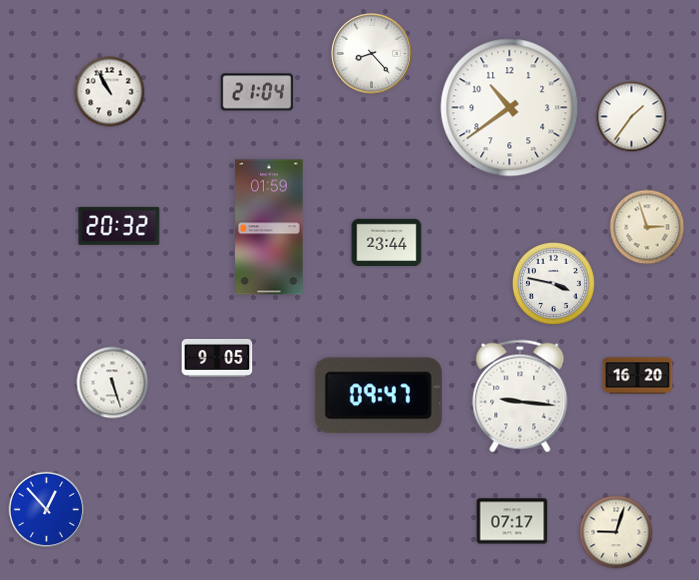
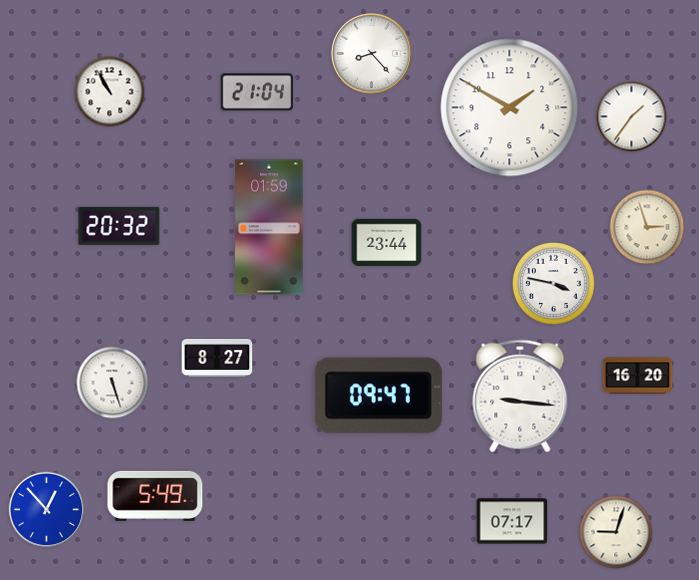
clock at (510, 108): 10:39 -> 1:50
clock at (217, 358): 9:05 -> 8:27
clock at (155, 496): none -> 5:49
